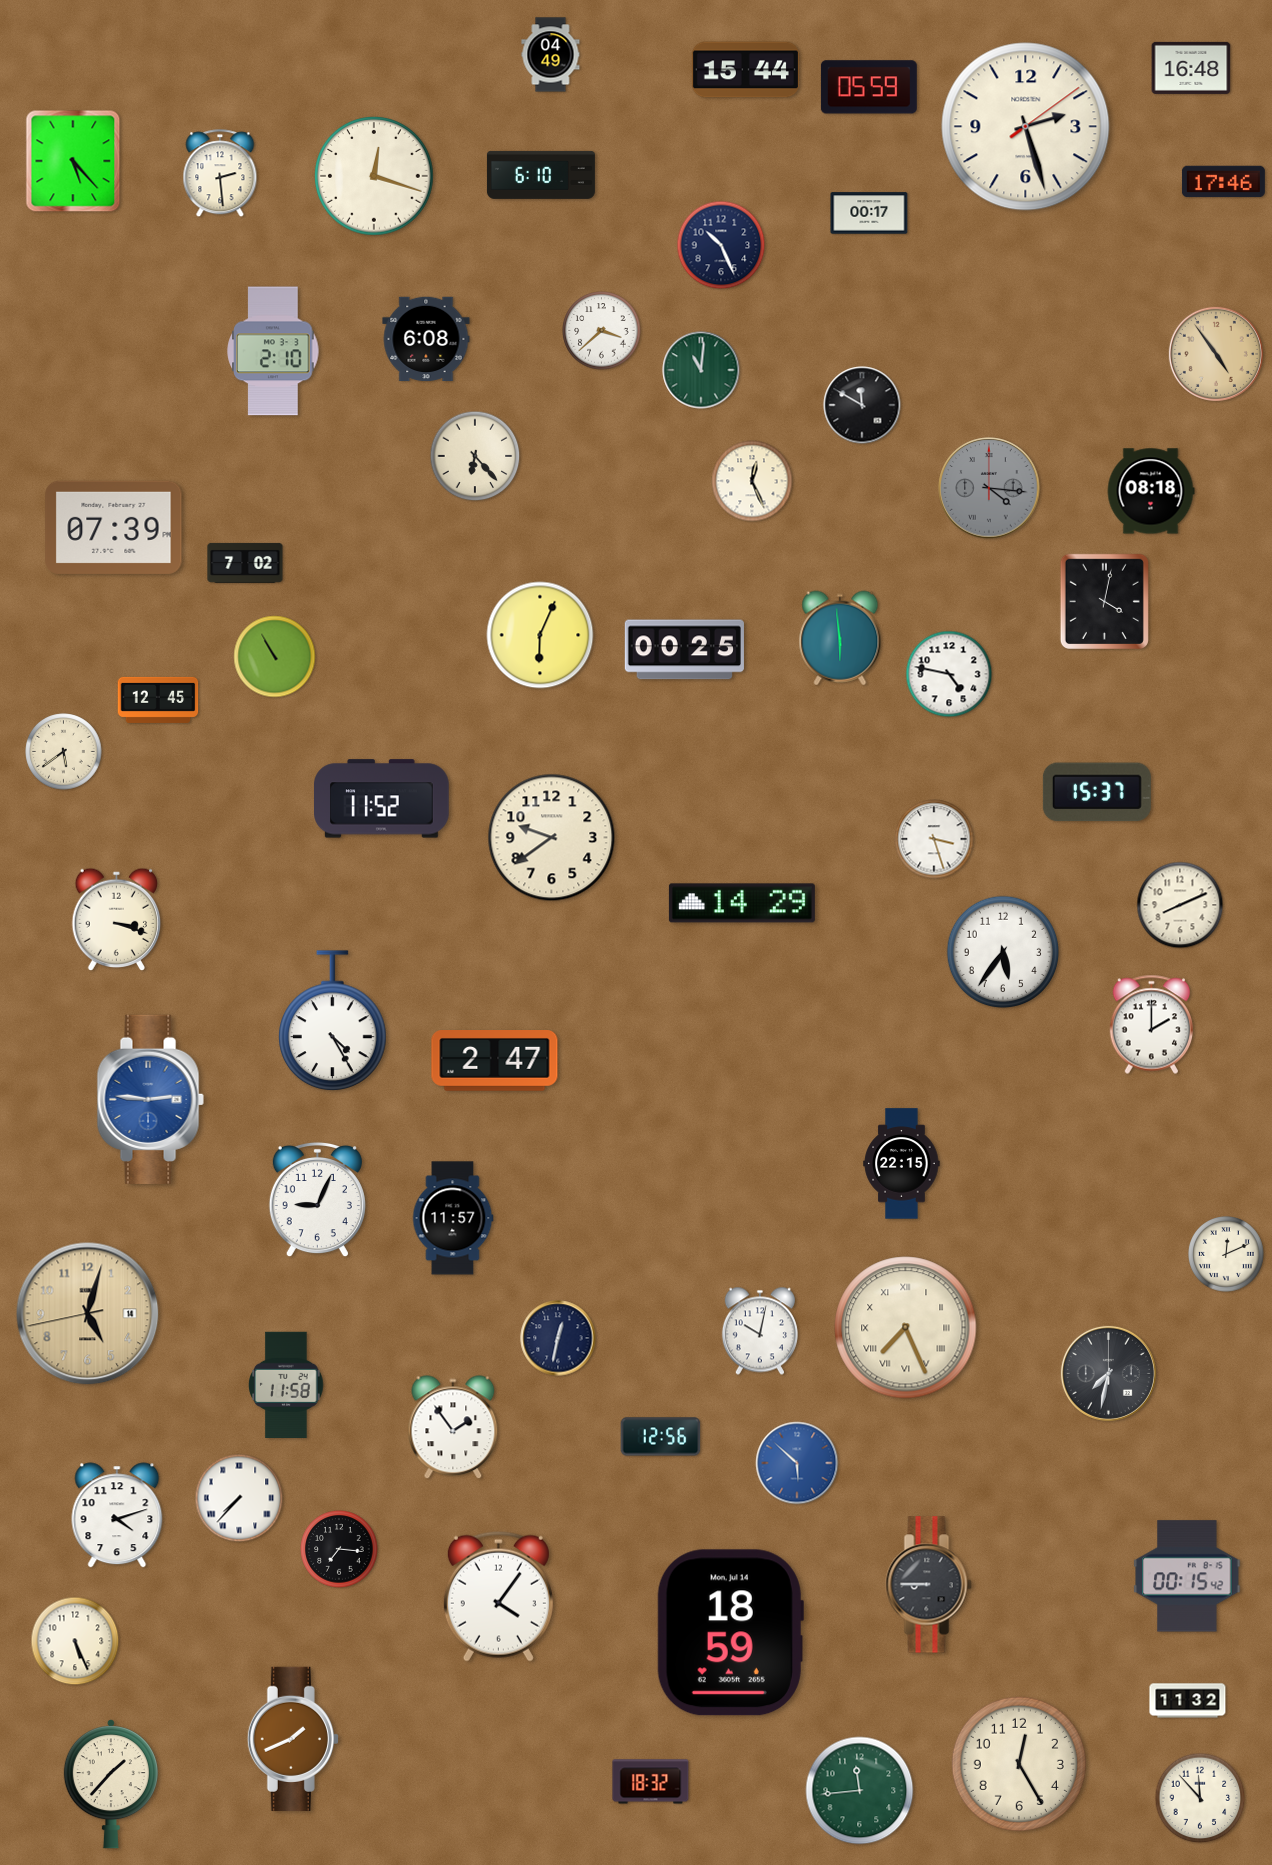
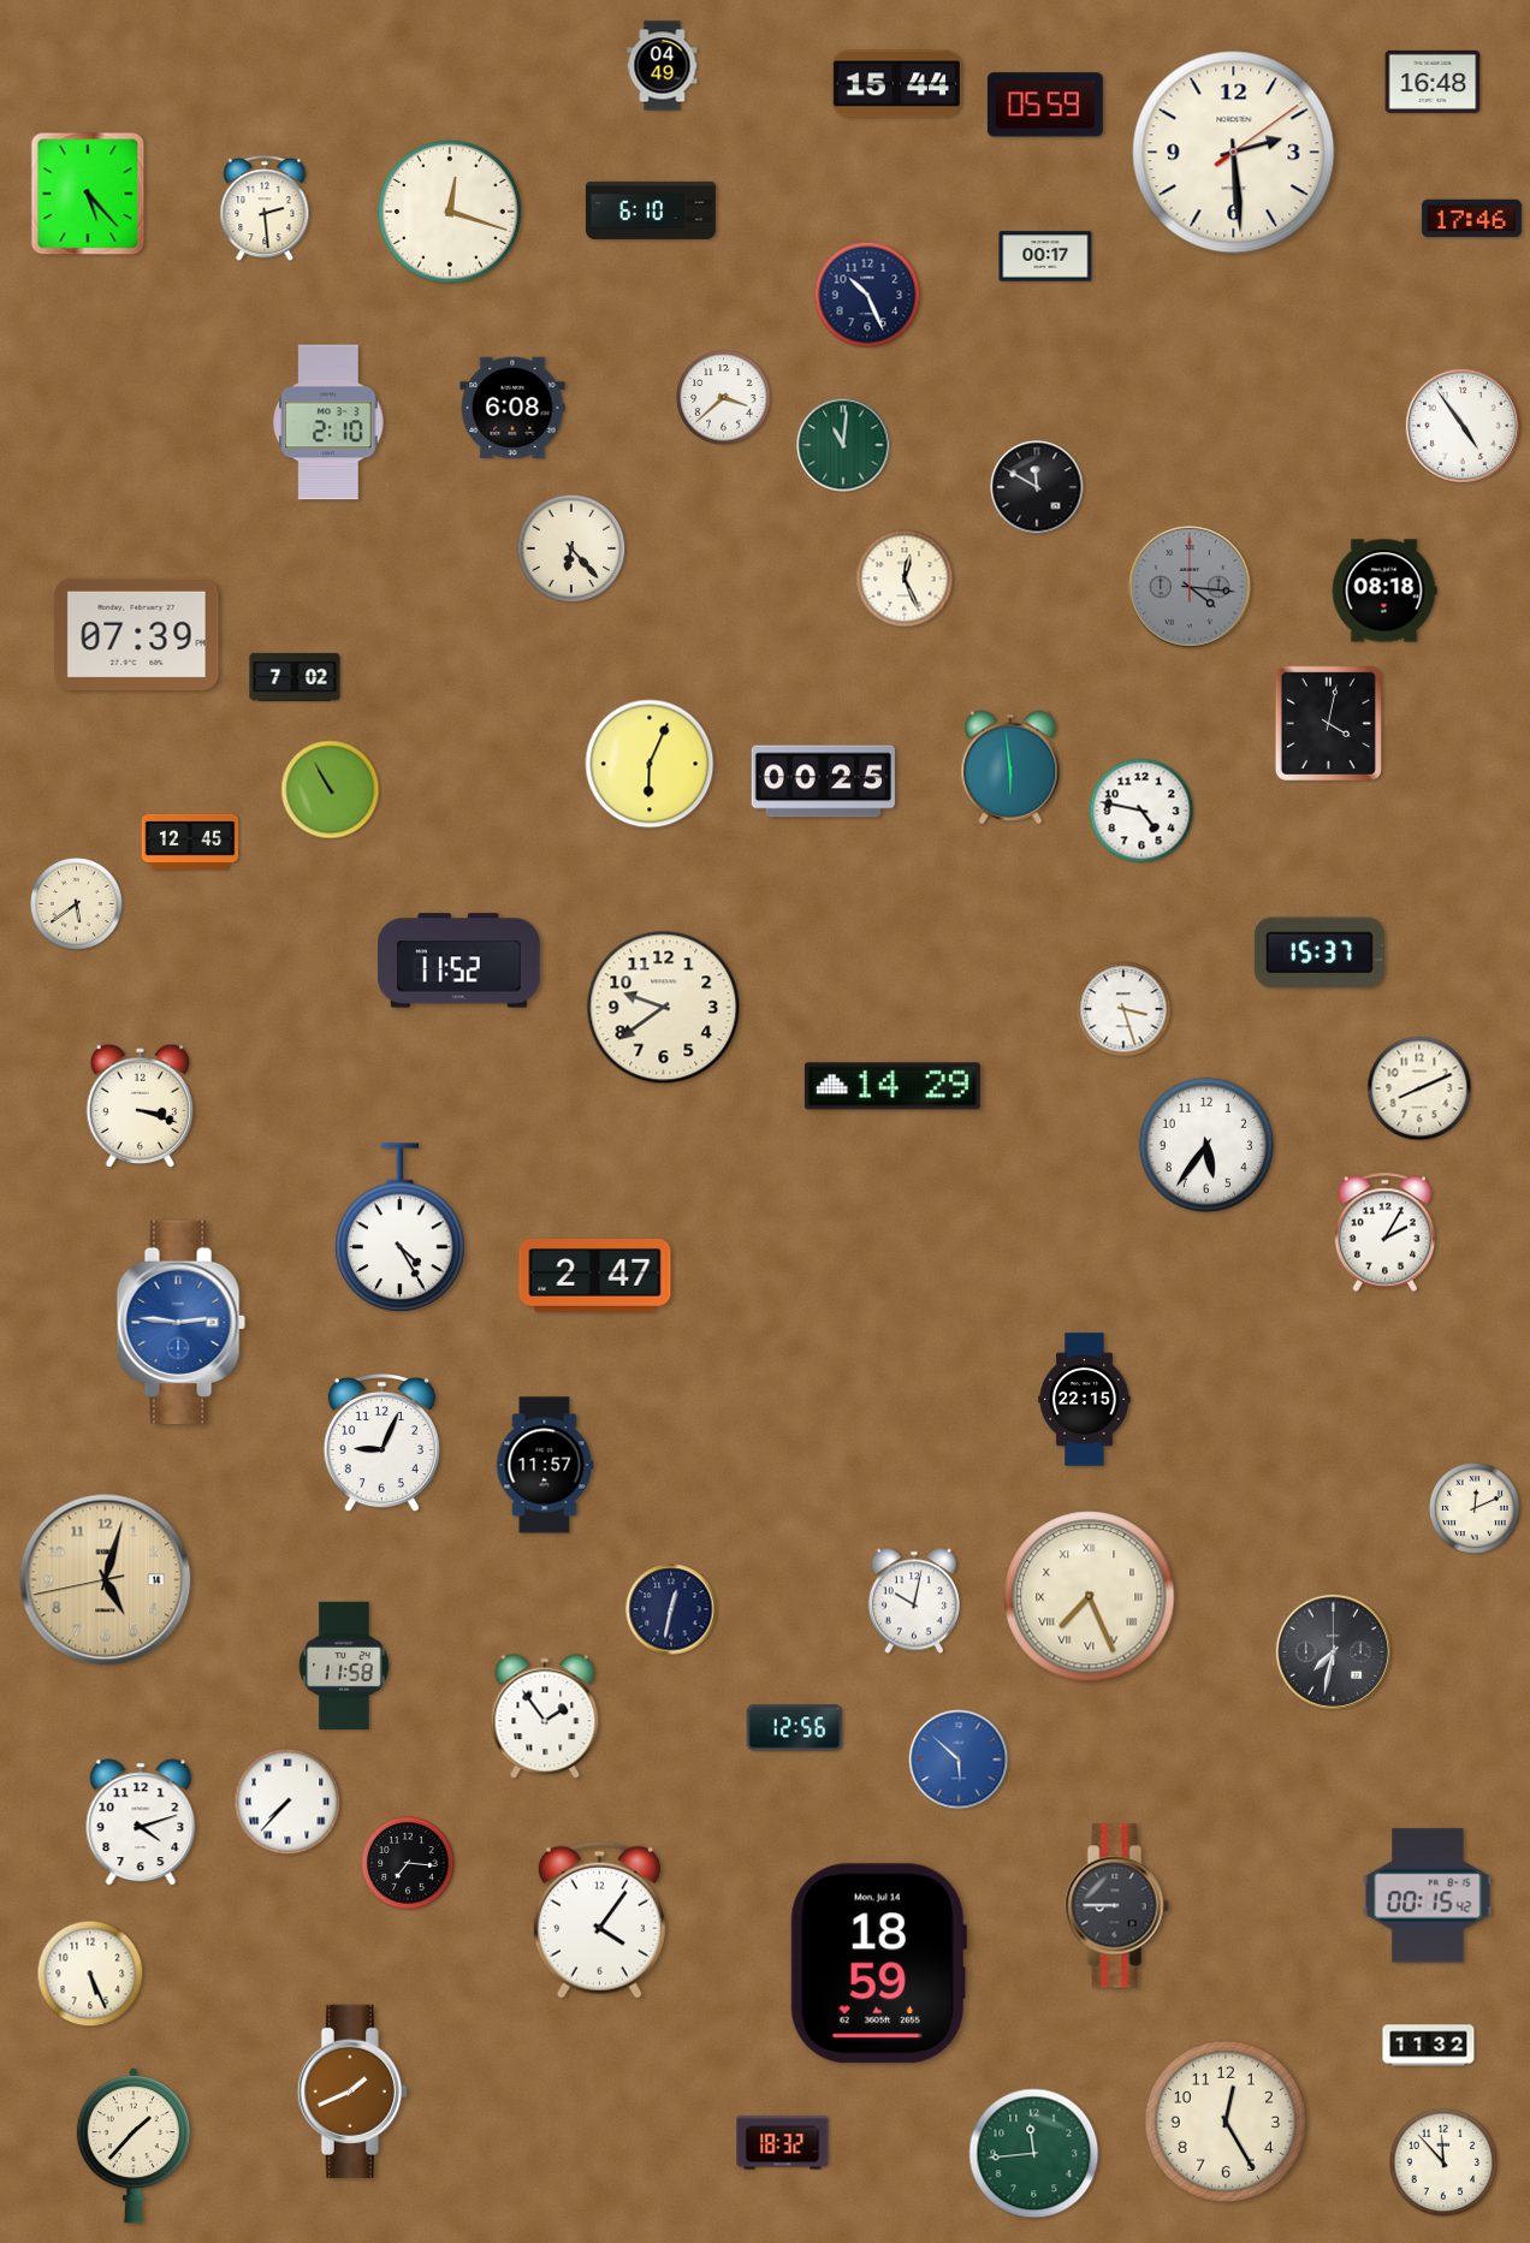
clock at (1026, 127): 2:27 -> 2:29
clock at (1216, 354) dial: champagne -> white
clock at (1151, 1025): 2:00 -> 2:05
